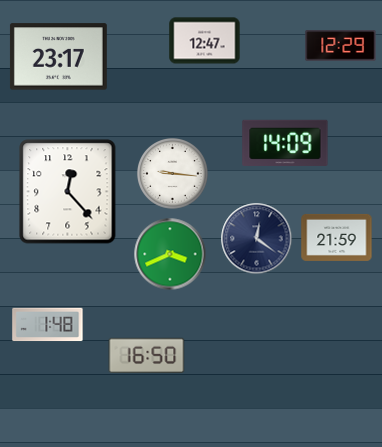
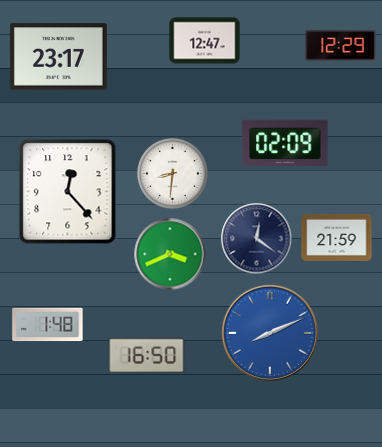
clock at (285, 143): 14:09 -> 02:09
clock at (173, 174): 9:16 -> 8:31
clock at (270, 333): none -> 8:11
